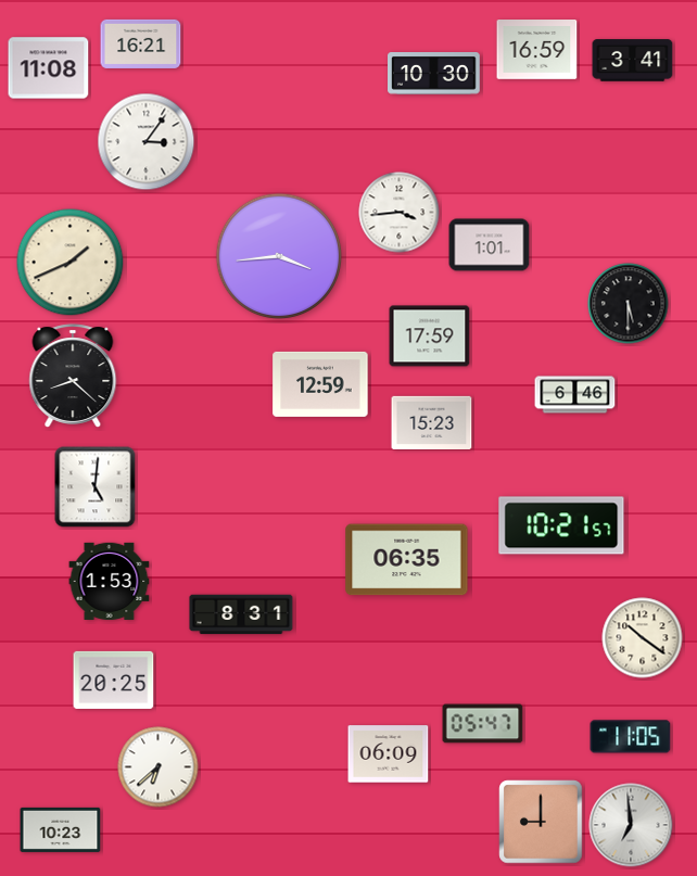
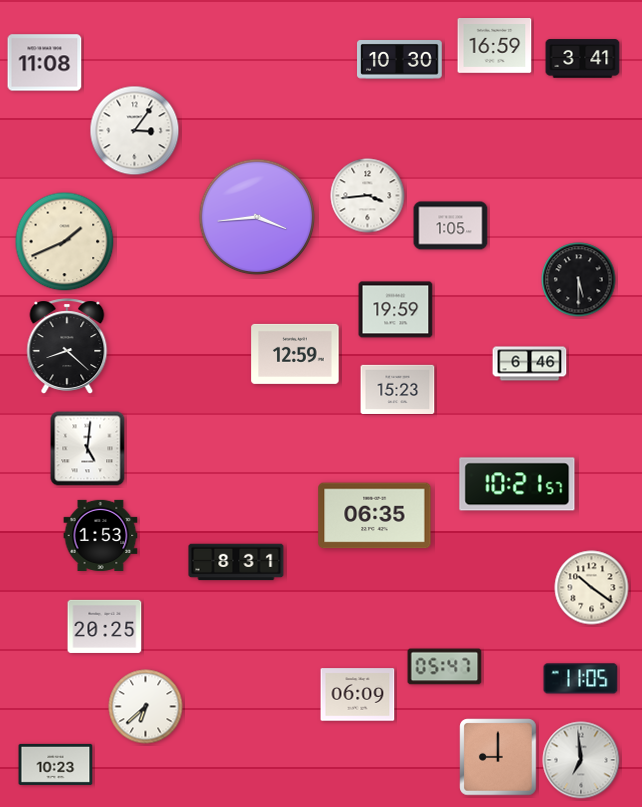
clock at (141, 43): 16:21 -> none
clock at (633, 61) position: (633, 61) -> (583, 59)
clock at (434, 74) position: (434, 74) -> (400, 60)
clock at (490, 245): 1:01 -> 1:05
clock at (279, 256) position: (279, 256) -> (257, 217)
clock at (430, 337): 17:59 -> 19:59
clock at (241, 614) position: (241, 614) -> (236, 562)
